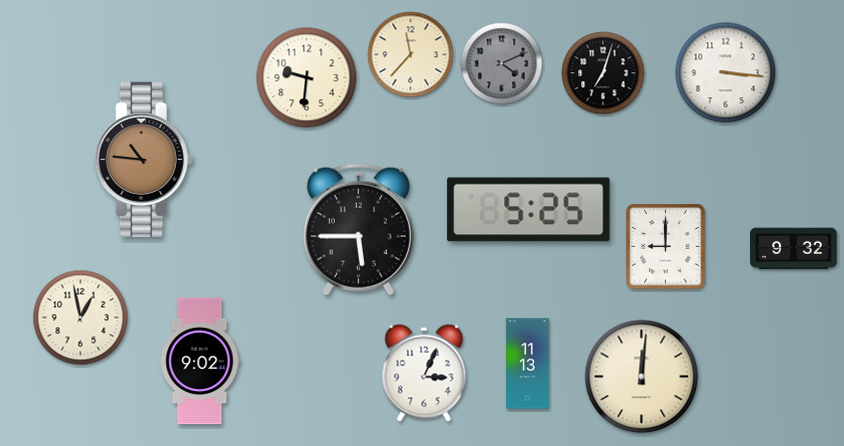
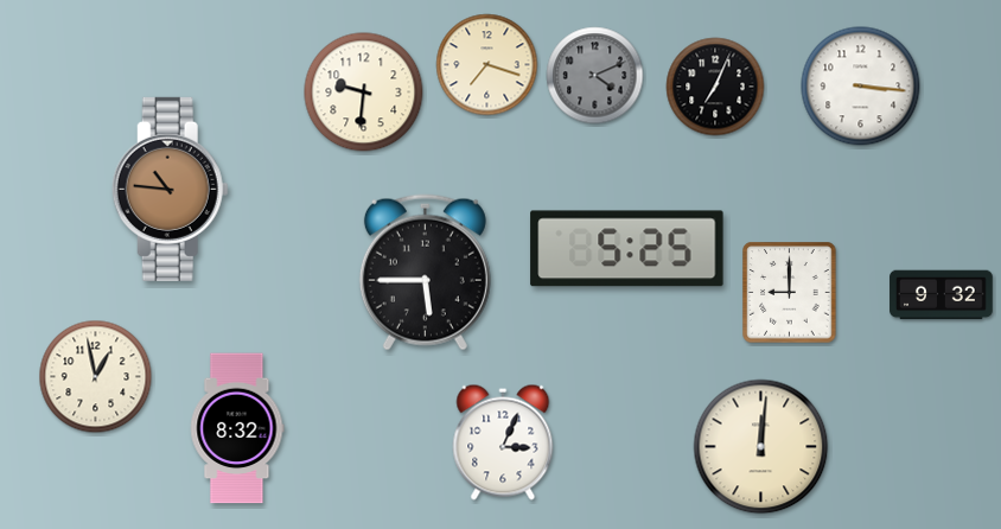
clock at (411, 55): 11:37 -> 7:18
clock at (603, 73): 7:03 -> 7:04
clock at (200, 361): 9:02 -> 8:32
clock at (528, 364): 11:13 -> none
